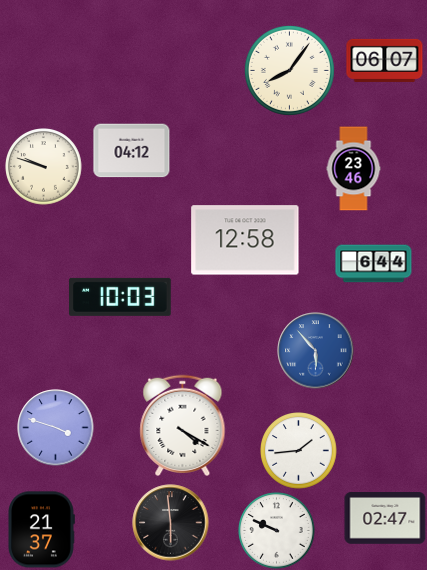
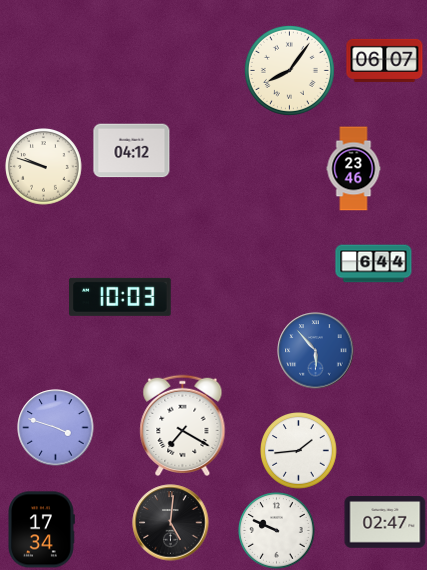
clock at (245, 240): 12:58 -> none
clock at (183, 426): 4:20 -> 7:20
clock at (385, 519) position: (385, 519) -> (385, 523)
clock at (171, 523): 5:59 -> 5:01
clock at (41, 530): 21:37 -> 17:34
